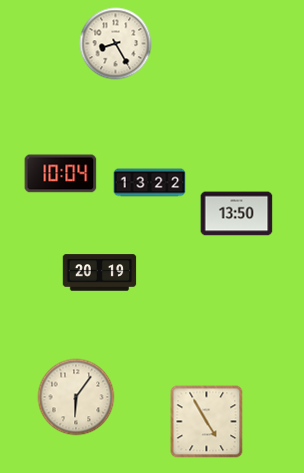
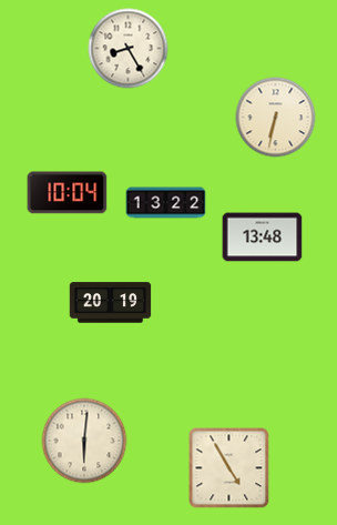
clock at (276, 118): none -> 6:32
clock at (237, 214): 13:50 -> 13:48
clock at (76, 397): 6:06 -> 6:01
